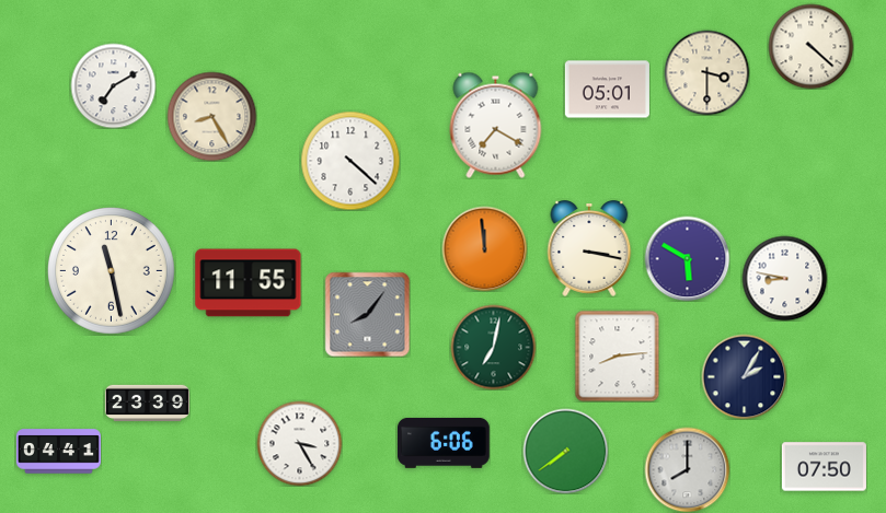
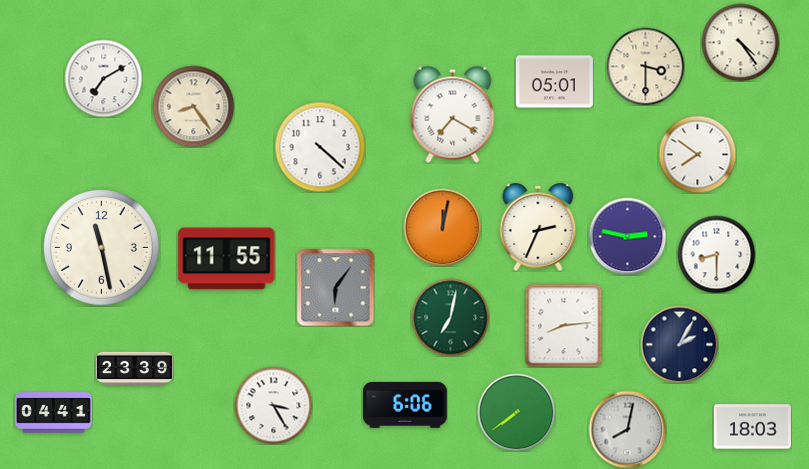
clock at (810, 46): 4:22 -> 4:24
clock at (211, 116): 8:25 -> 8:24
clock at (697, 154): none -> 7:51
clock at (484, 248): 11:59 -> 12:02
clock at (589, 249): 3:17 -> 2:34
clock at (687, 258): 5:50 -> 2:47
clock at (784, 278): 8:47 -> 8:30
clock at (367, 314): 8:06 -> 6:06
clock at (824, 467): 07:50 -> 18:03
clock at (687, 469): 8:00 -> 8:02
